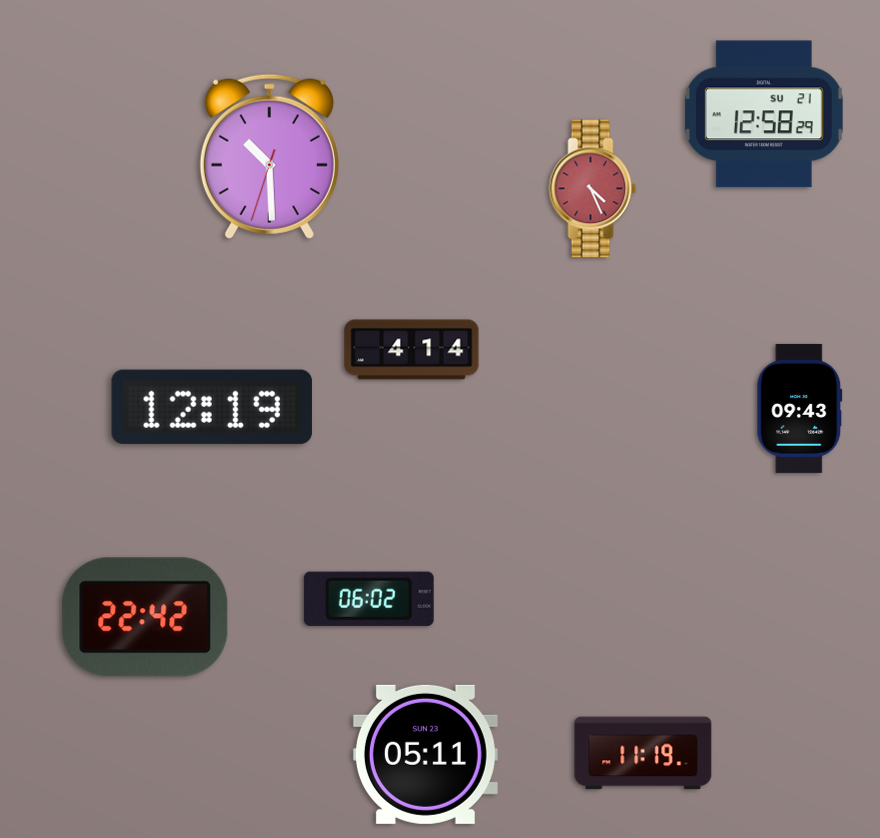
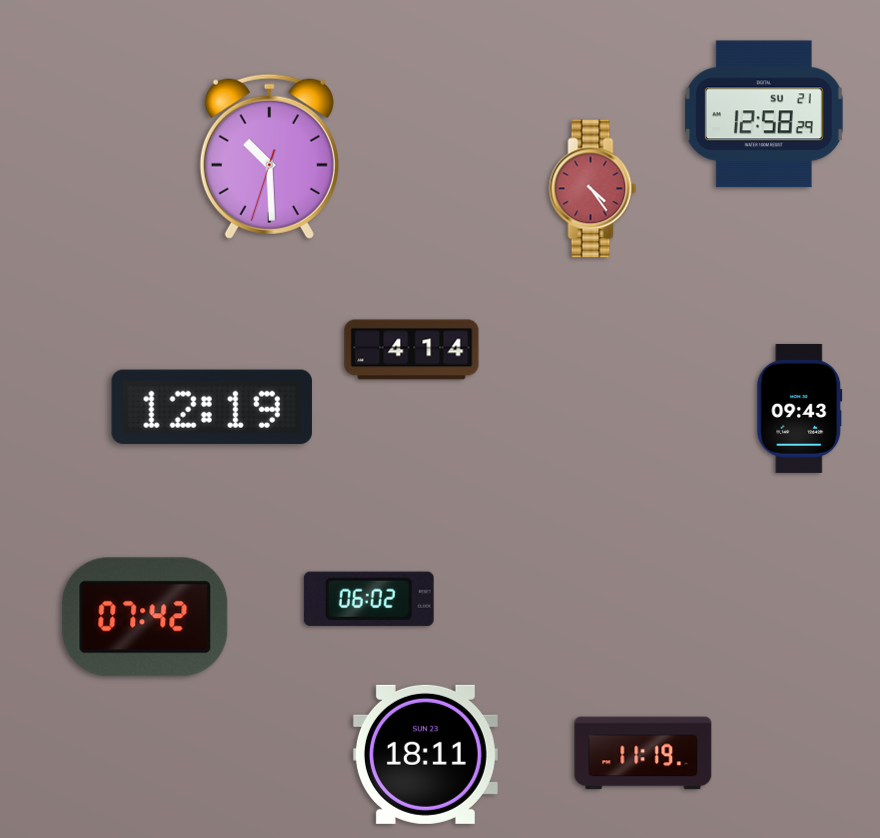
clock at (593, 189): 4:26 -> 4:24
clock at (145, 617): 22:42 -> 07:42
clock at (425, 754): 05:11 -> 18:11
